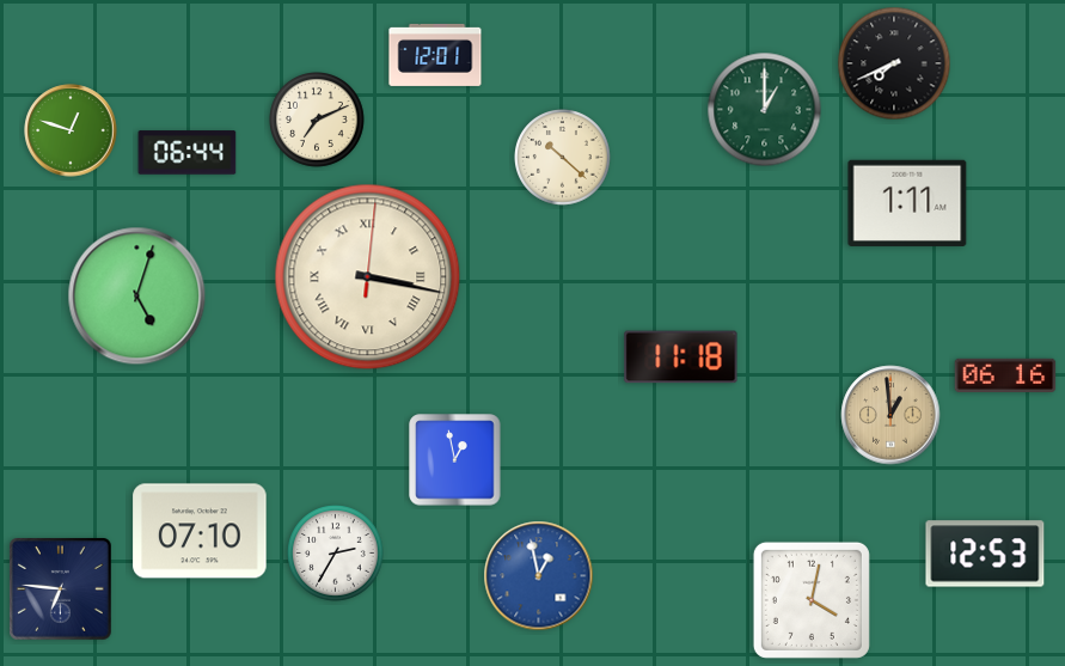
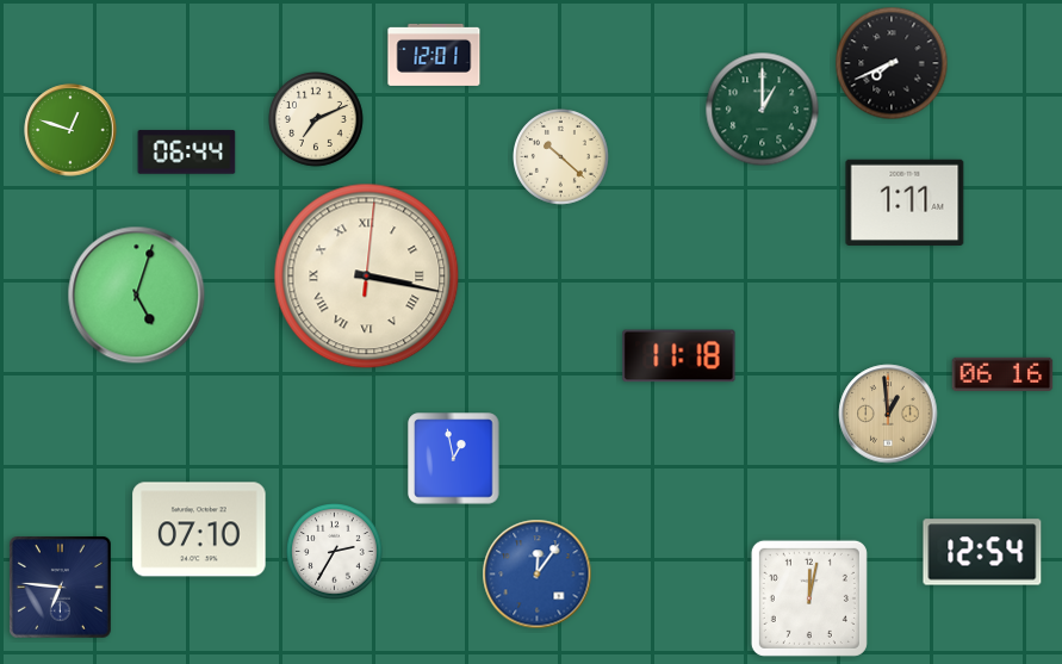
clock at (985, 554): 12:53 -> 12:54
clock at (539, 576): 12:58 -> 12:06
clock at (812, 600): 4:02 -> 12:02
